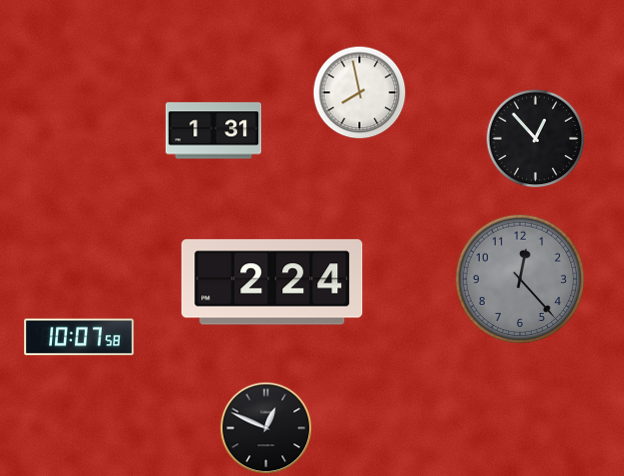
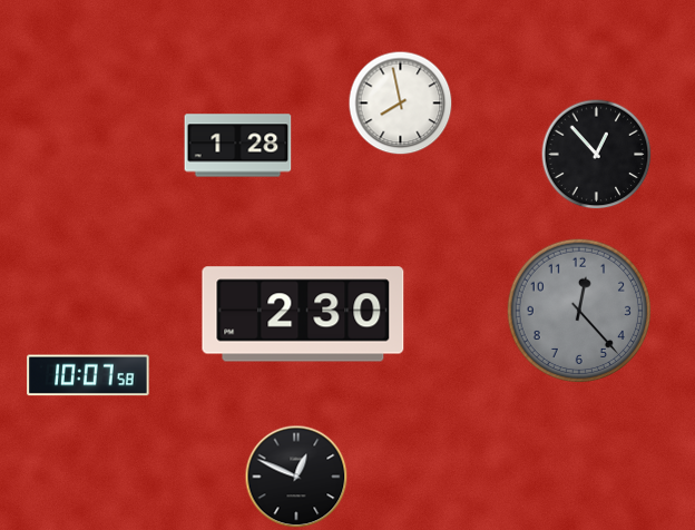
clock at (214, 131): 1:31 -> 1:28
clock at (272, 282): 2:24 -> 2:30
